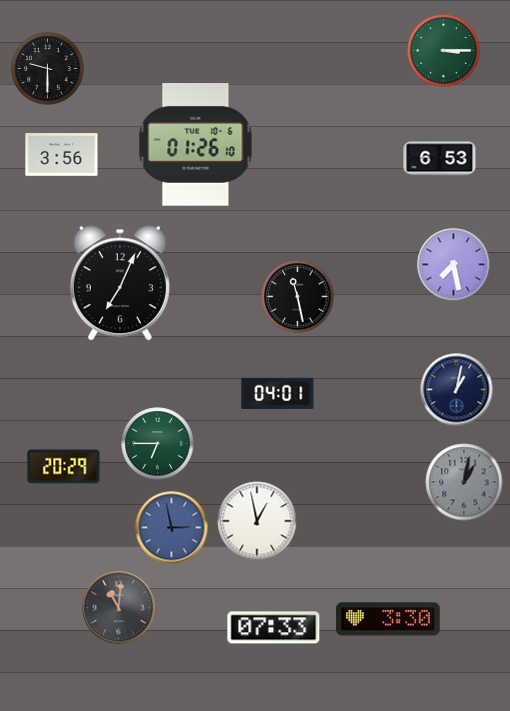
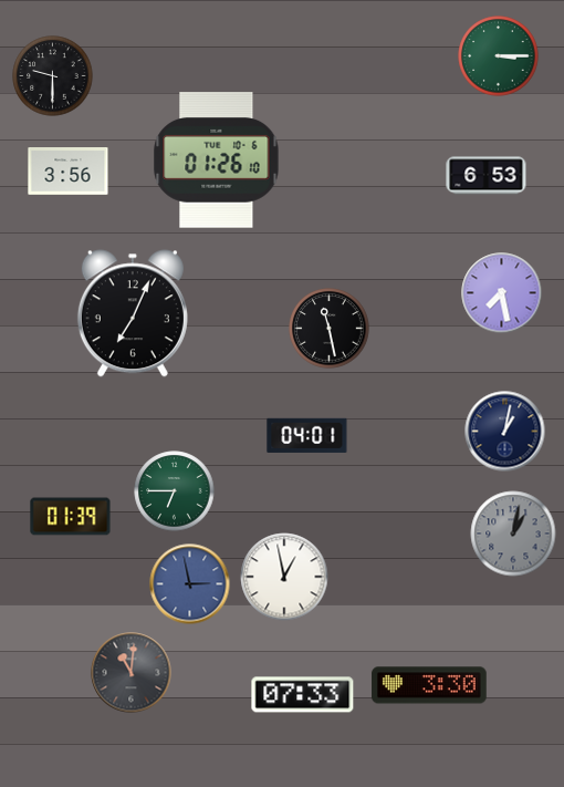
clock at (444, 51) position: (444, 51) -> (499, 56)
clock at (64, 467): 20:29 -> 01:39
